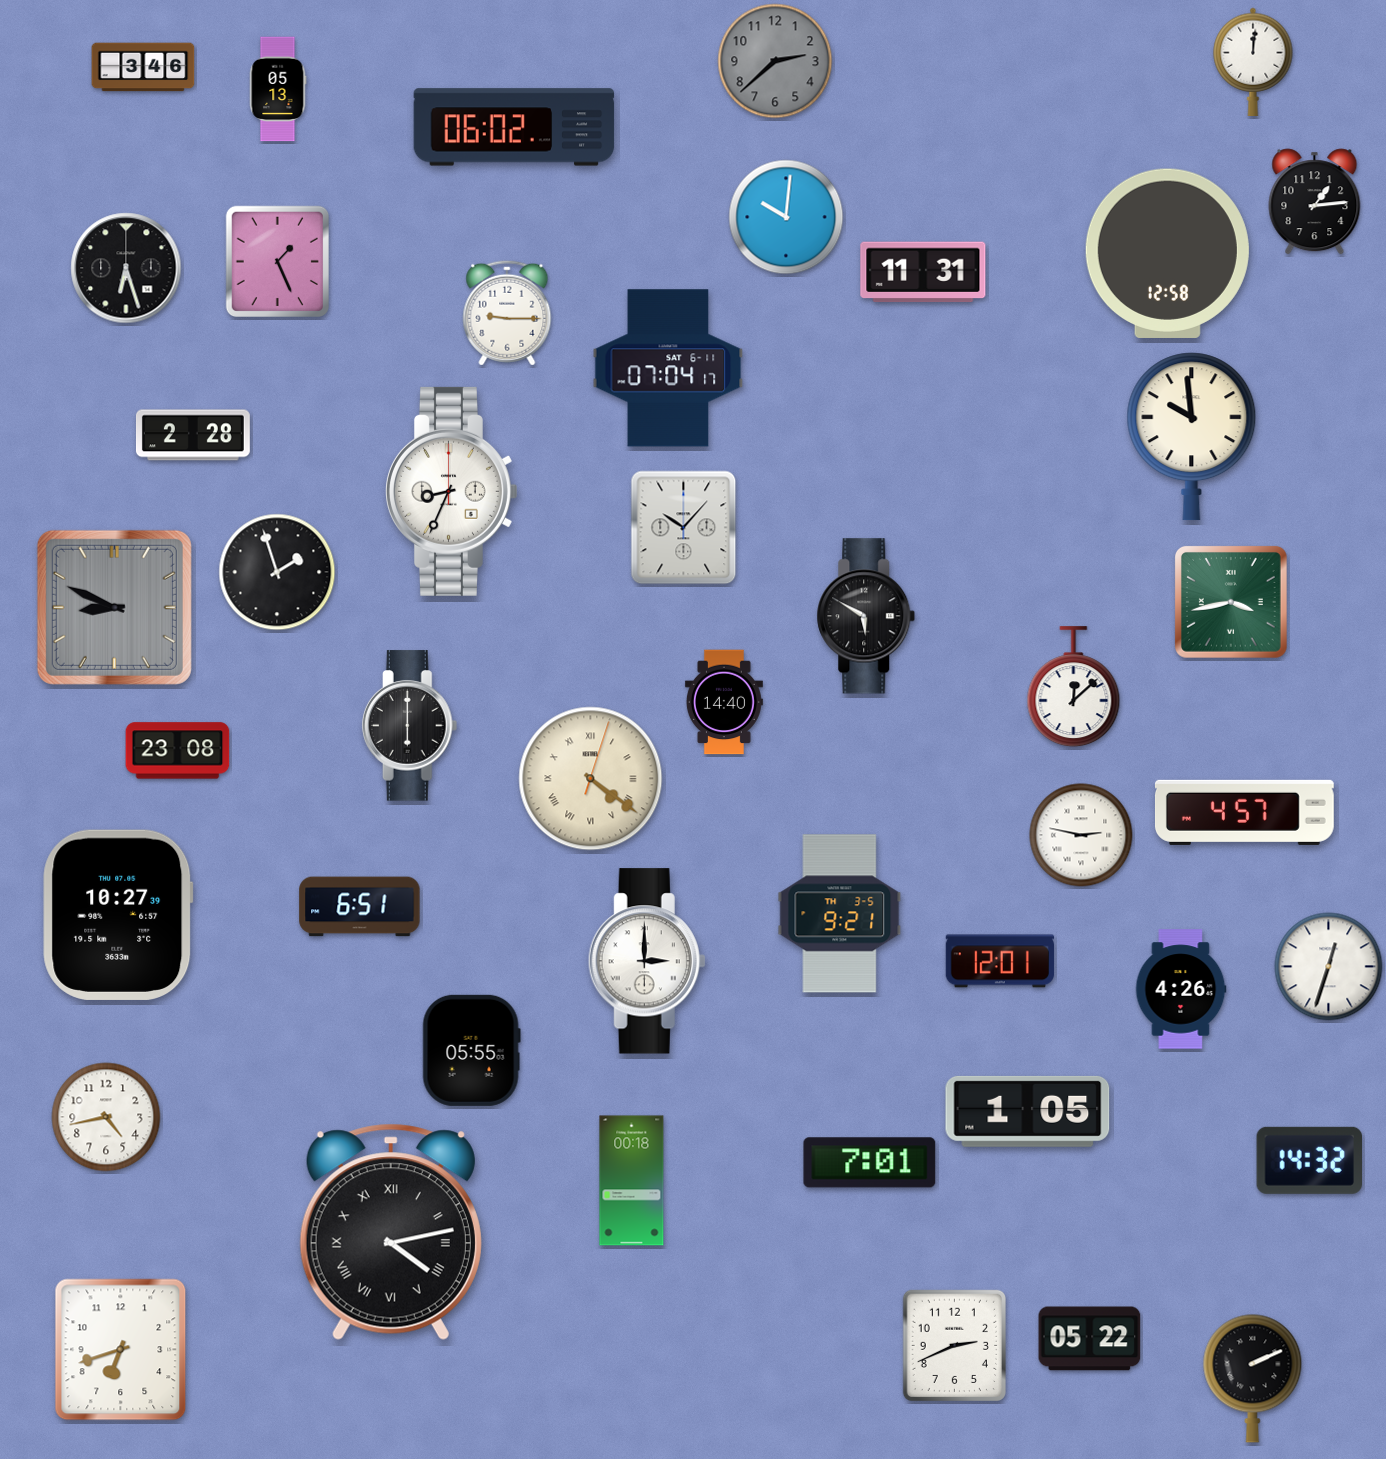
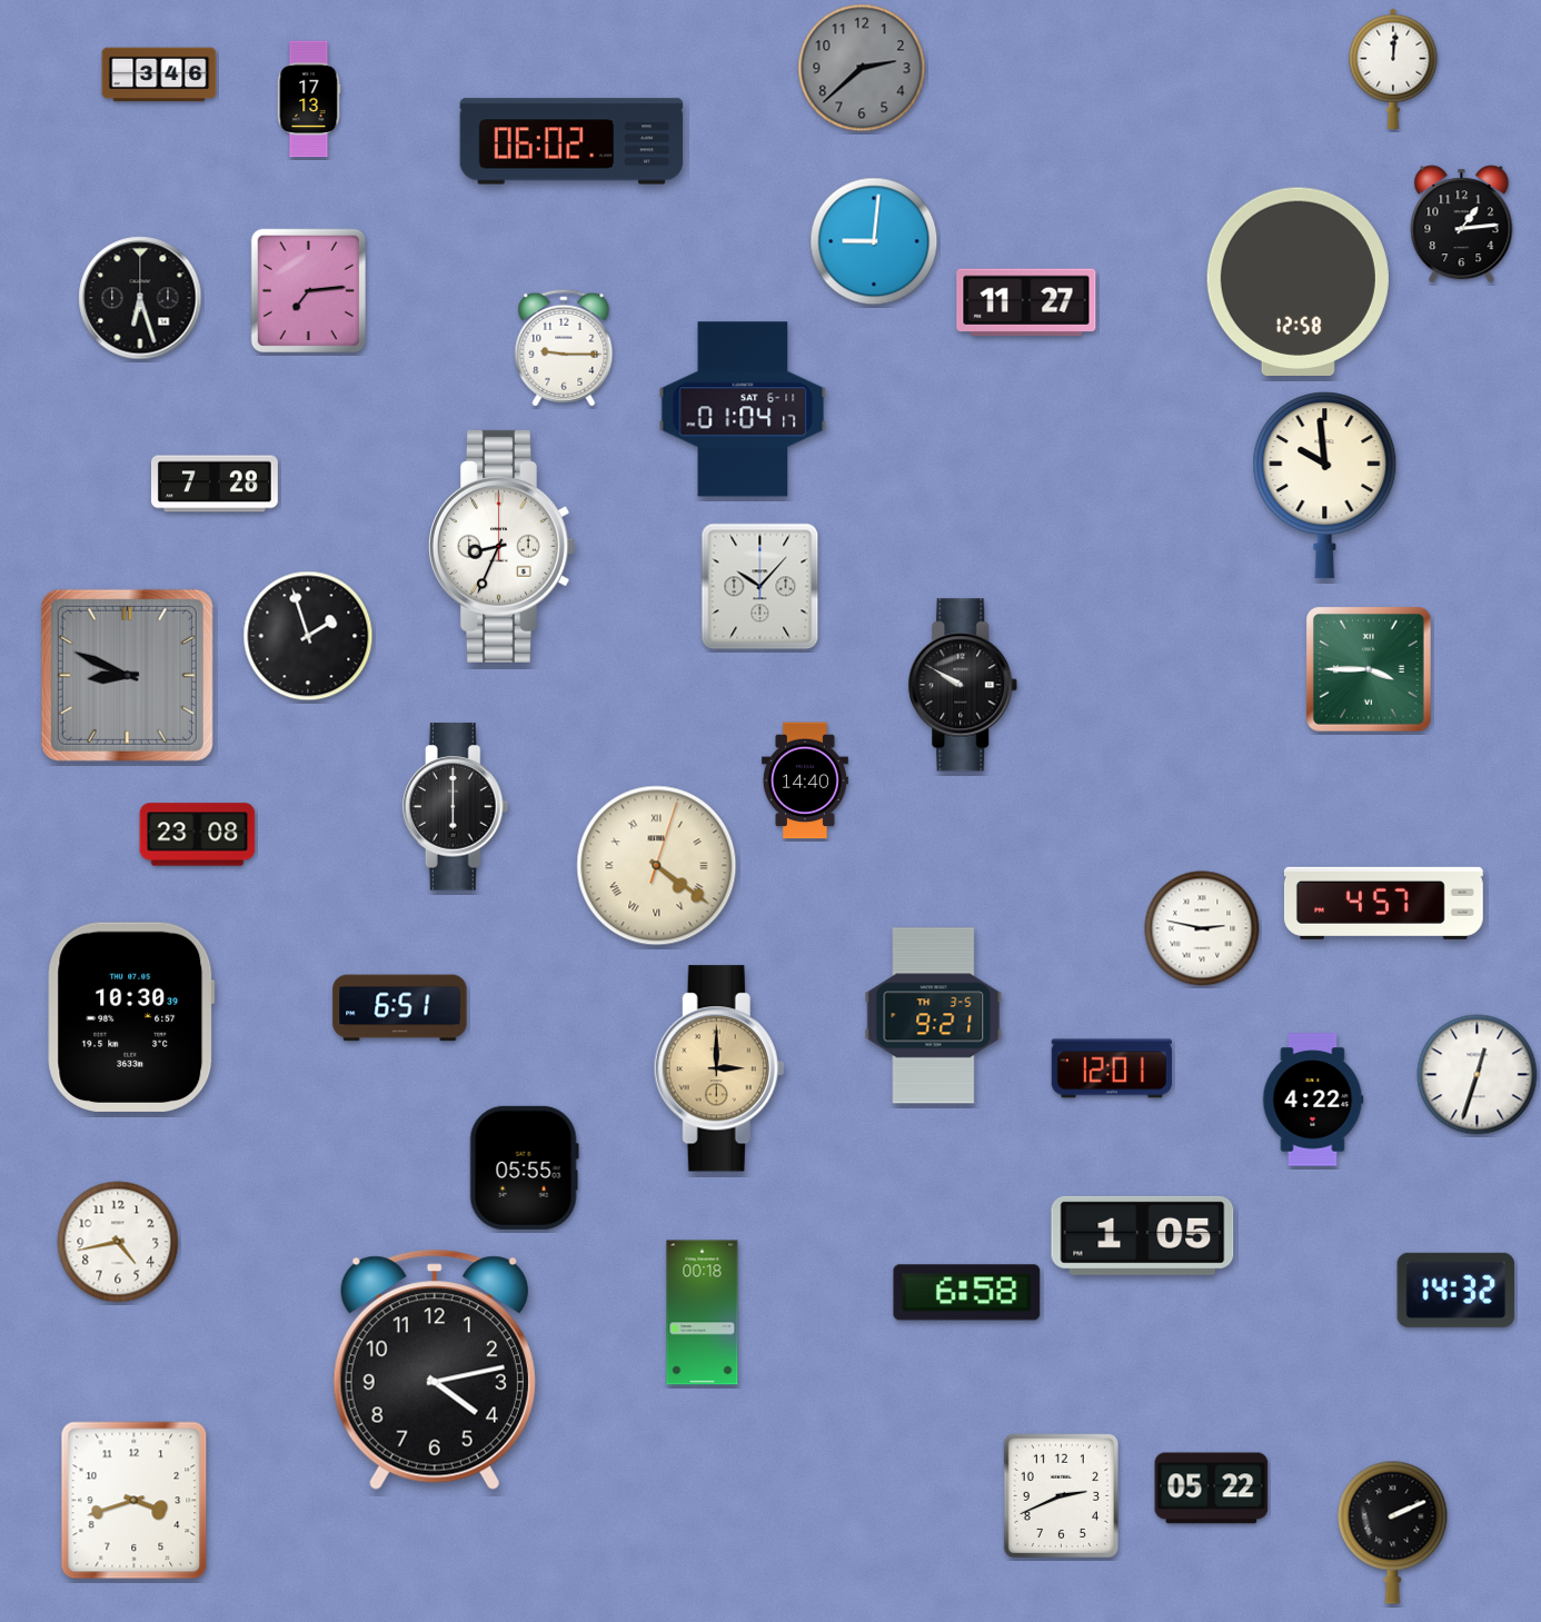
clock at (278, 89): 05:13 -> 17:13
clock at (786, 217): 10:01 -> 9:01
clock at (277, 261): 1:26 -> 7:14
clock at (923, 272): 11:31 -> 11:27
clock at (668, 368): 07:04 -> 01:04
clock at (193, 435): 2:28 -> 7:28
clock at (1231, 602): 3:43 -> 3:45
clock at (866, 616): 5:50 -> 9:50
clock at (1074, 687): 12:08 -> none
clock at (118, 915): 10:27 -> 10:30
clock at (647, 961) dial: white -> champagne
clock at (1181, 989): 4:26 -> 4:22
clock at (870, 1163): 7:01 -> 6:58
clock at (391, 1232) numerals: Roman -> Arabic
clock at (121, 1350): 6:42 -> 3:42
